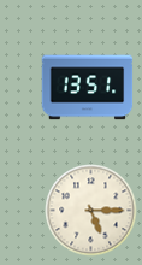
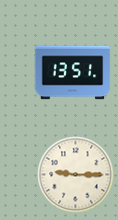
clock at (91, 211): 5:15 -> 9:15
